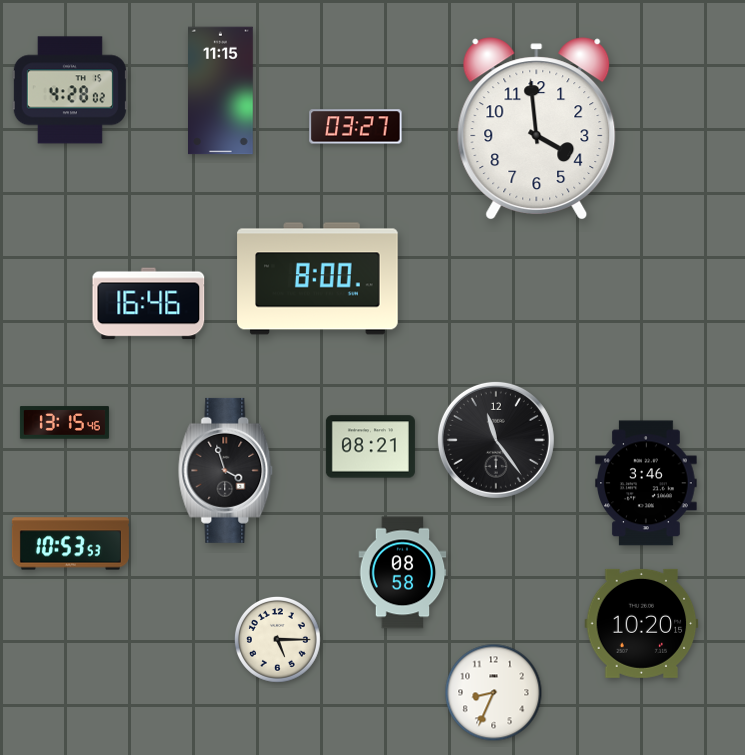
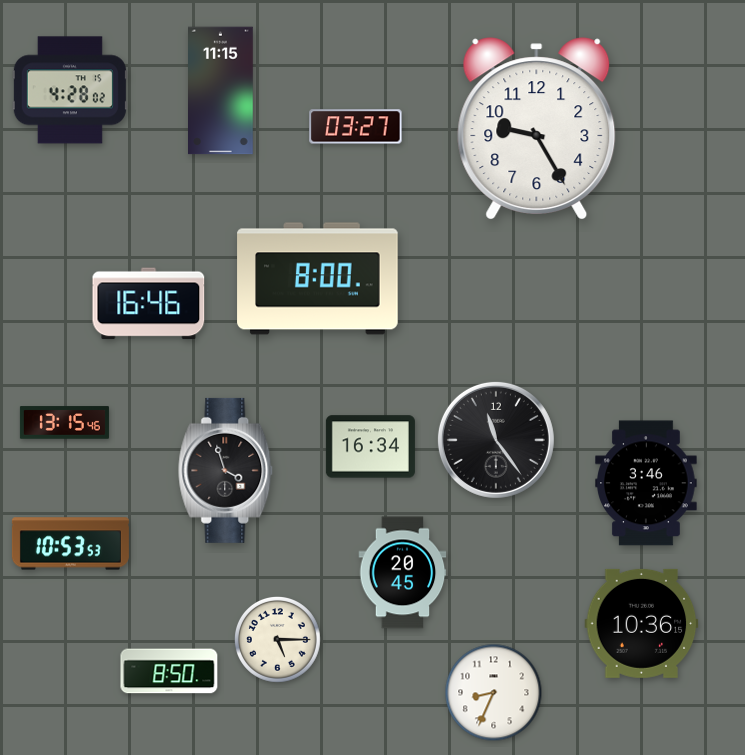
clock at (537, 129): 3:59 -> 9:25
clock at (370, 447): 08:21 -> 16:34
clock at (403, 573): 08:58 -> 20:45
clock at (642, 623): 10:20 -> 10:36
clock at (169, 671): none -> 8:50
